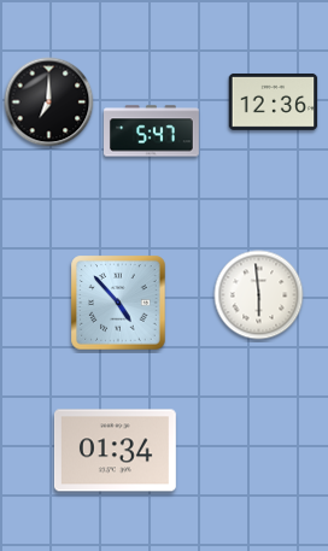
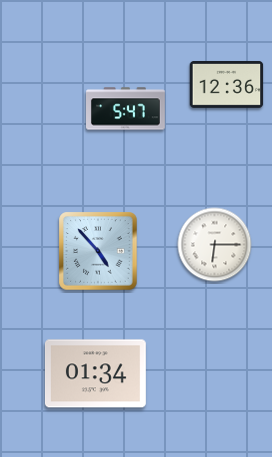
clock at (49, 102): 7:00 -> none
clock at (259, 295): 5:59 -> 6:15
